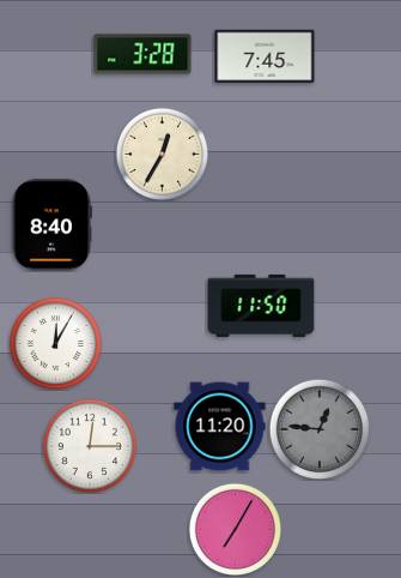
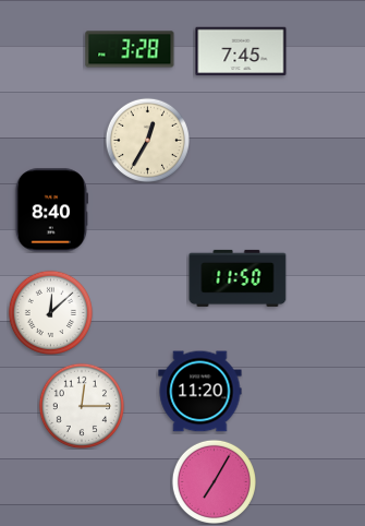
clock at (51, 225) position: (51, 225) -> (51, 211)
clock at (55, 343): 12:05 -> 12:08
clock at (220, 427) position: (220, 427) -> (200, 392)
clock at (320, 429): 12:46 -> none
